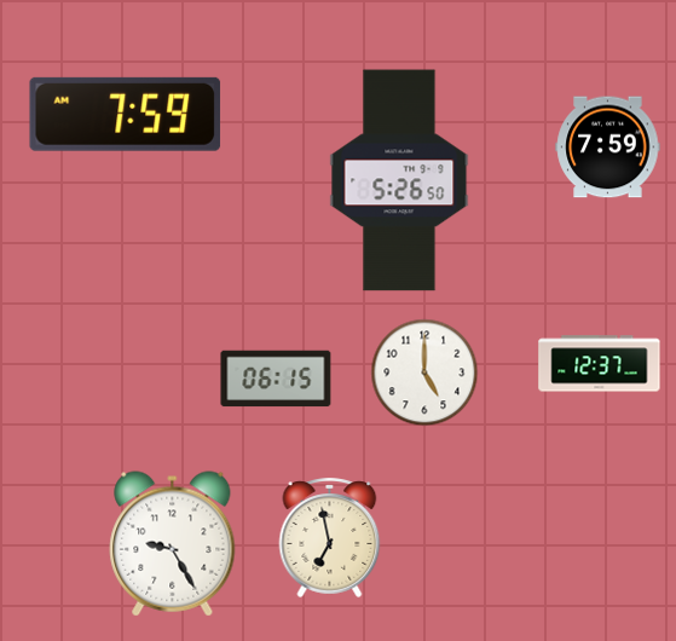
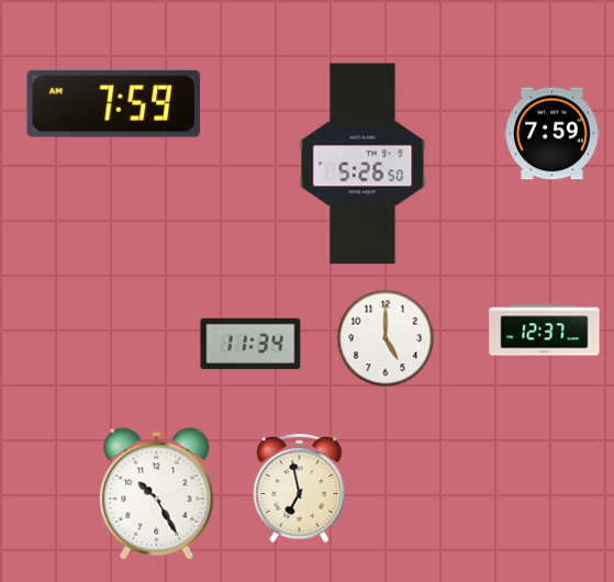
clock at (276, 379): 06:15 -> 11:34
clock at (173, 544): 9:25 -> 10:25
